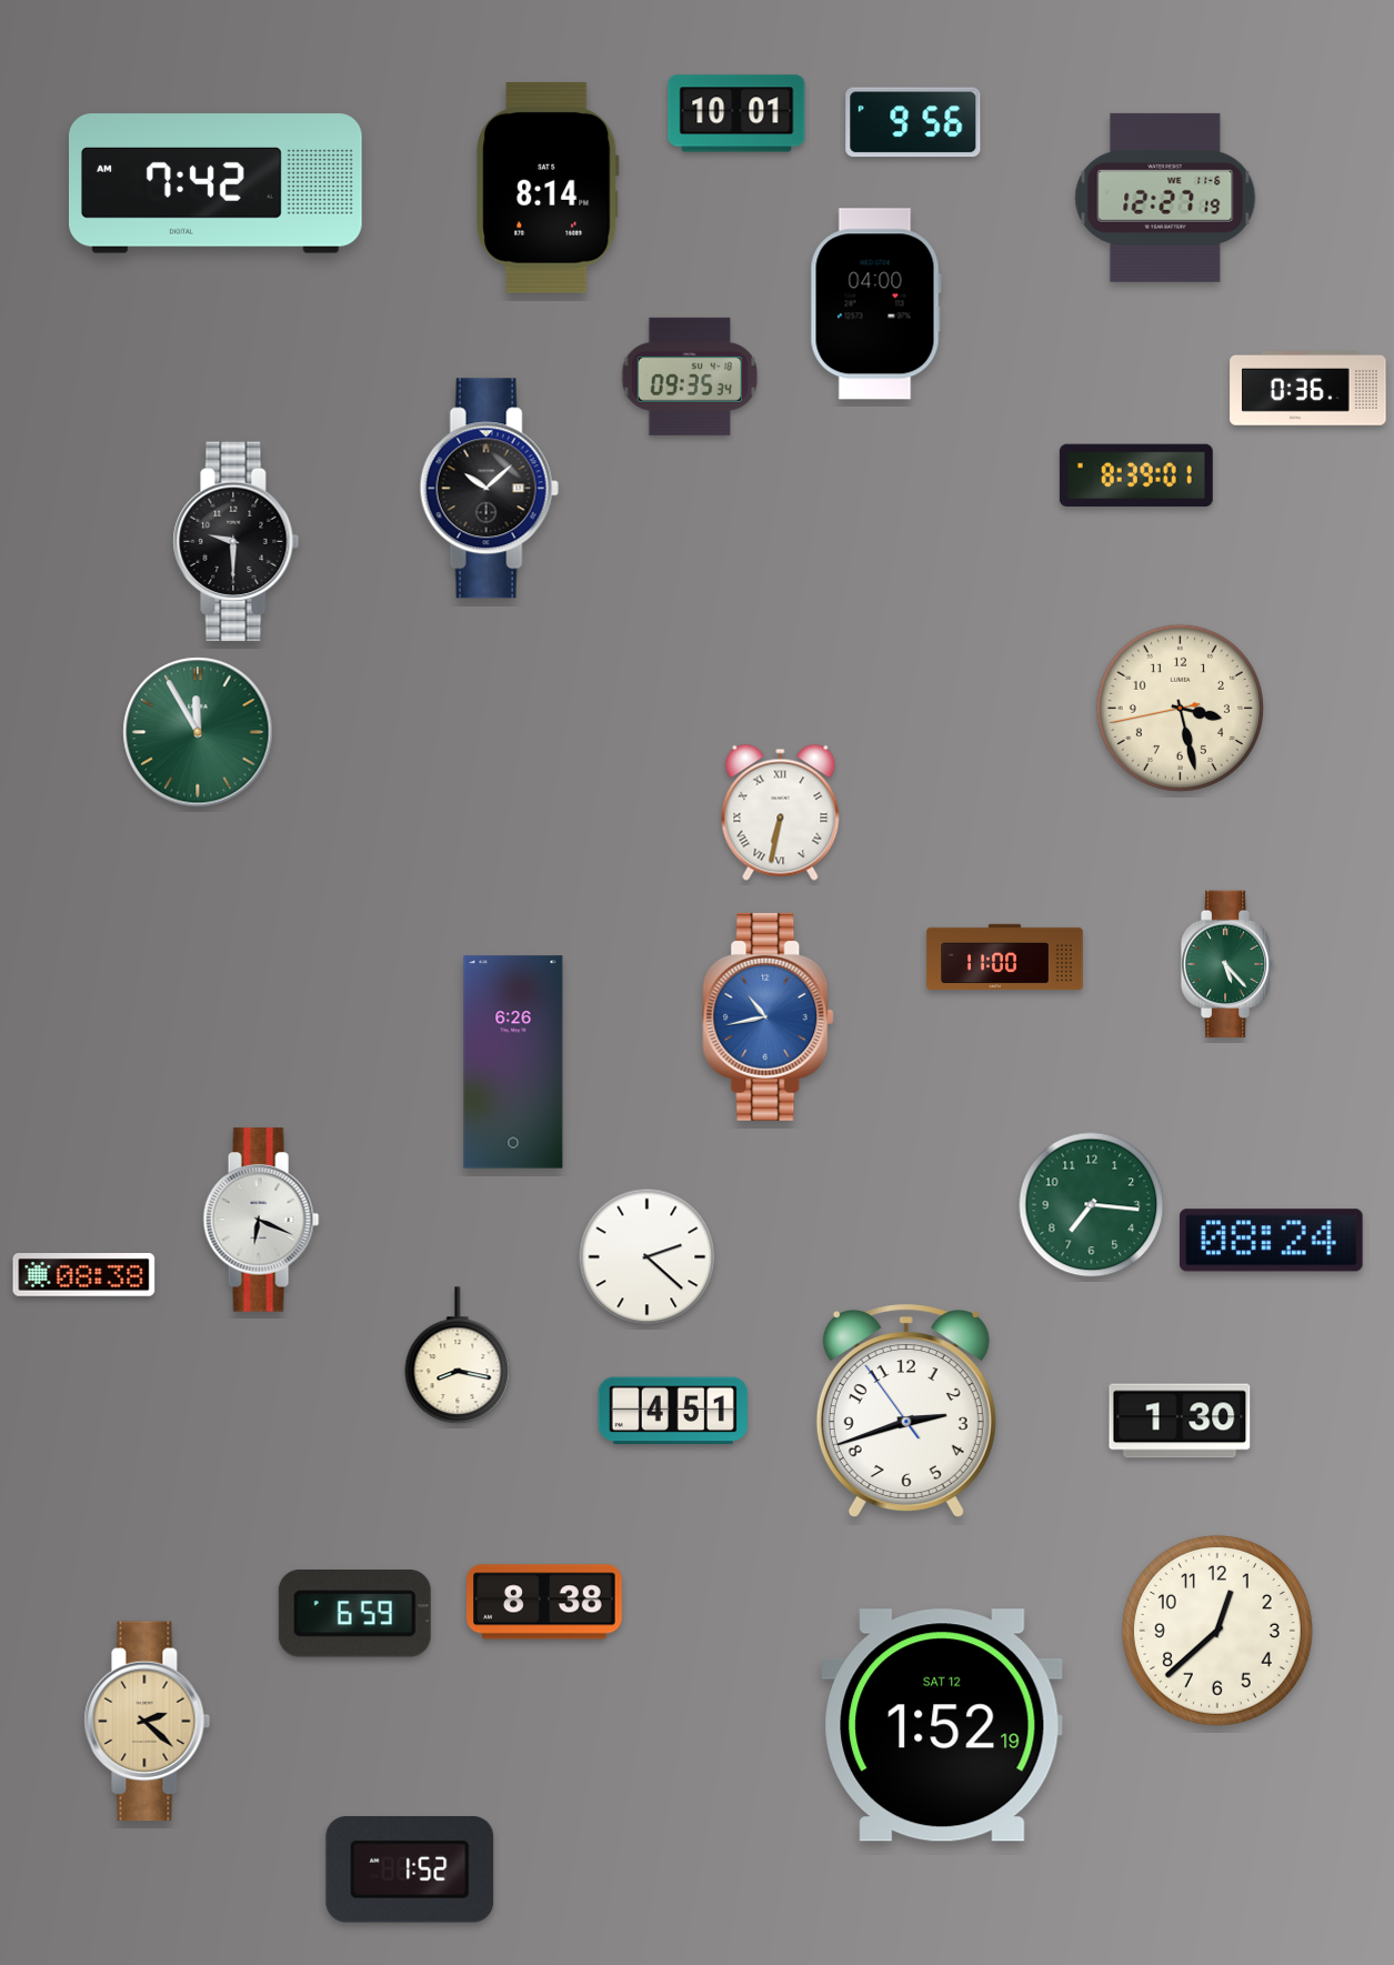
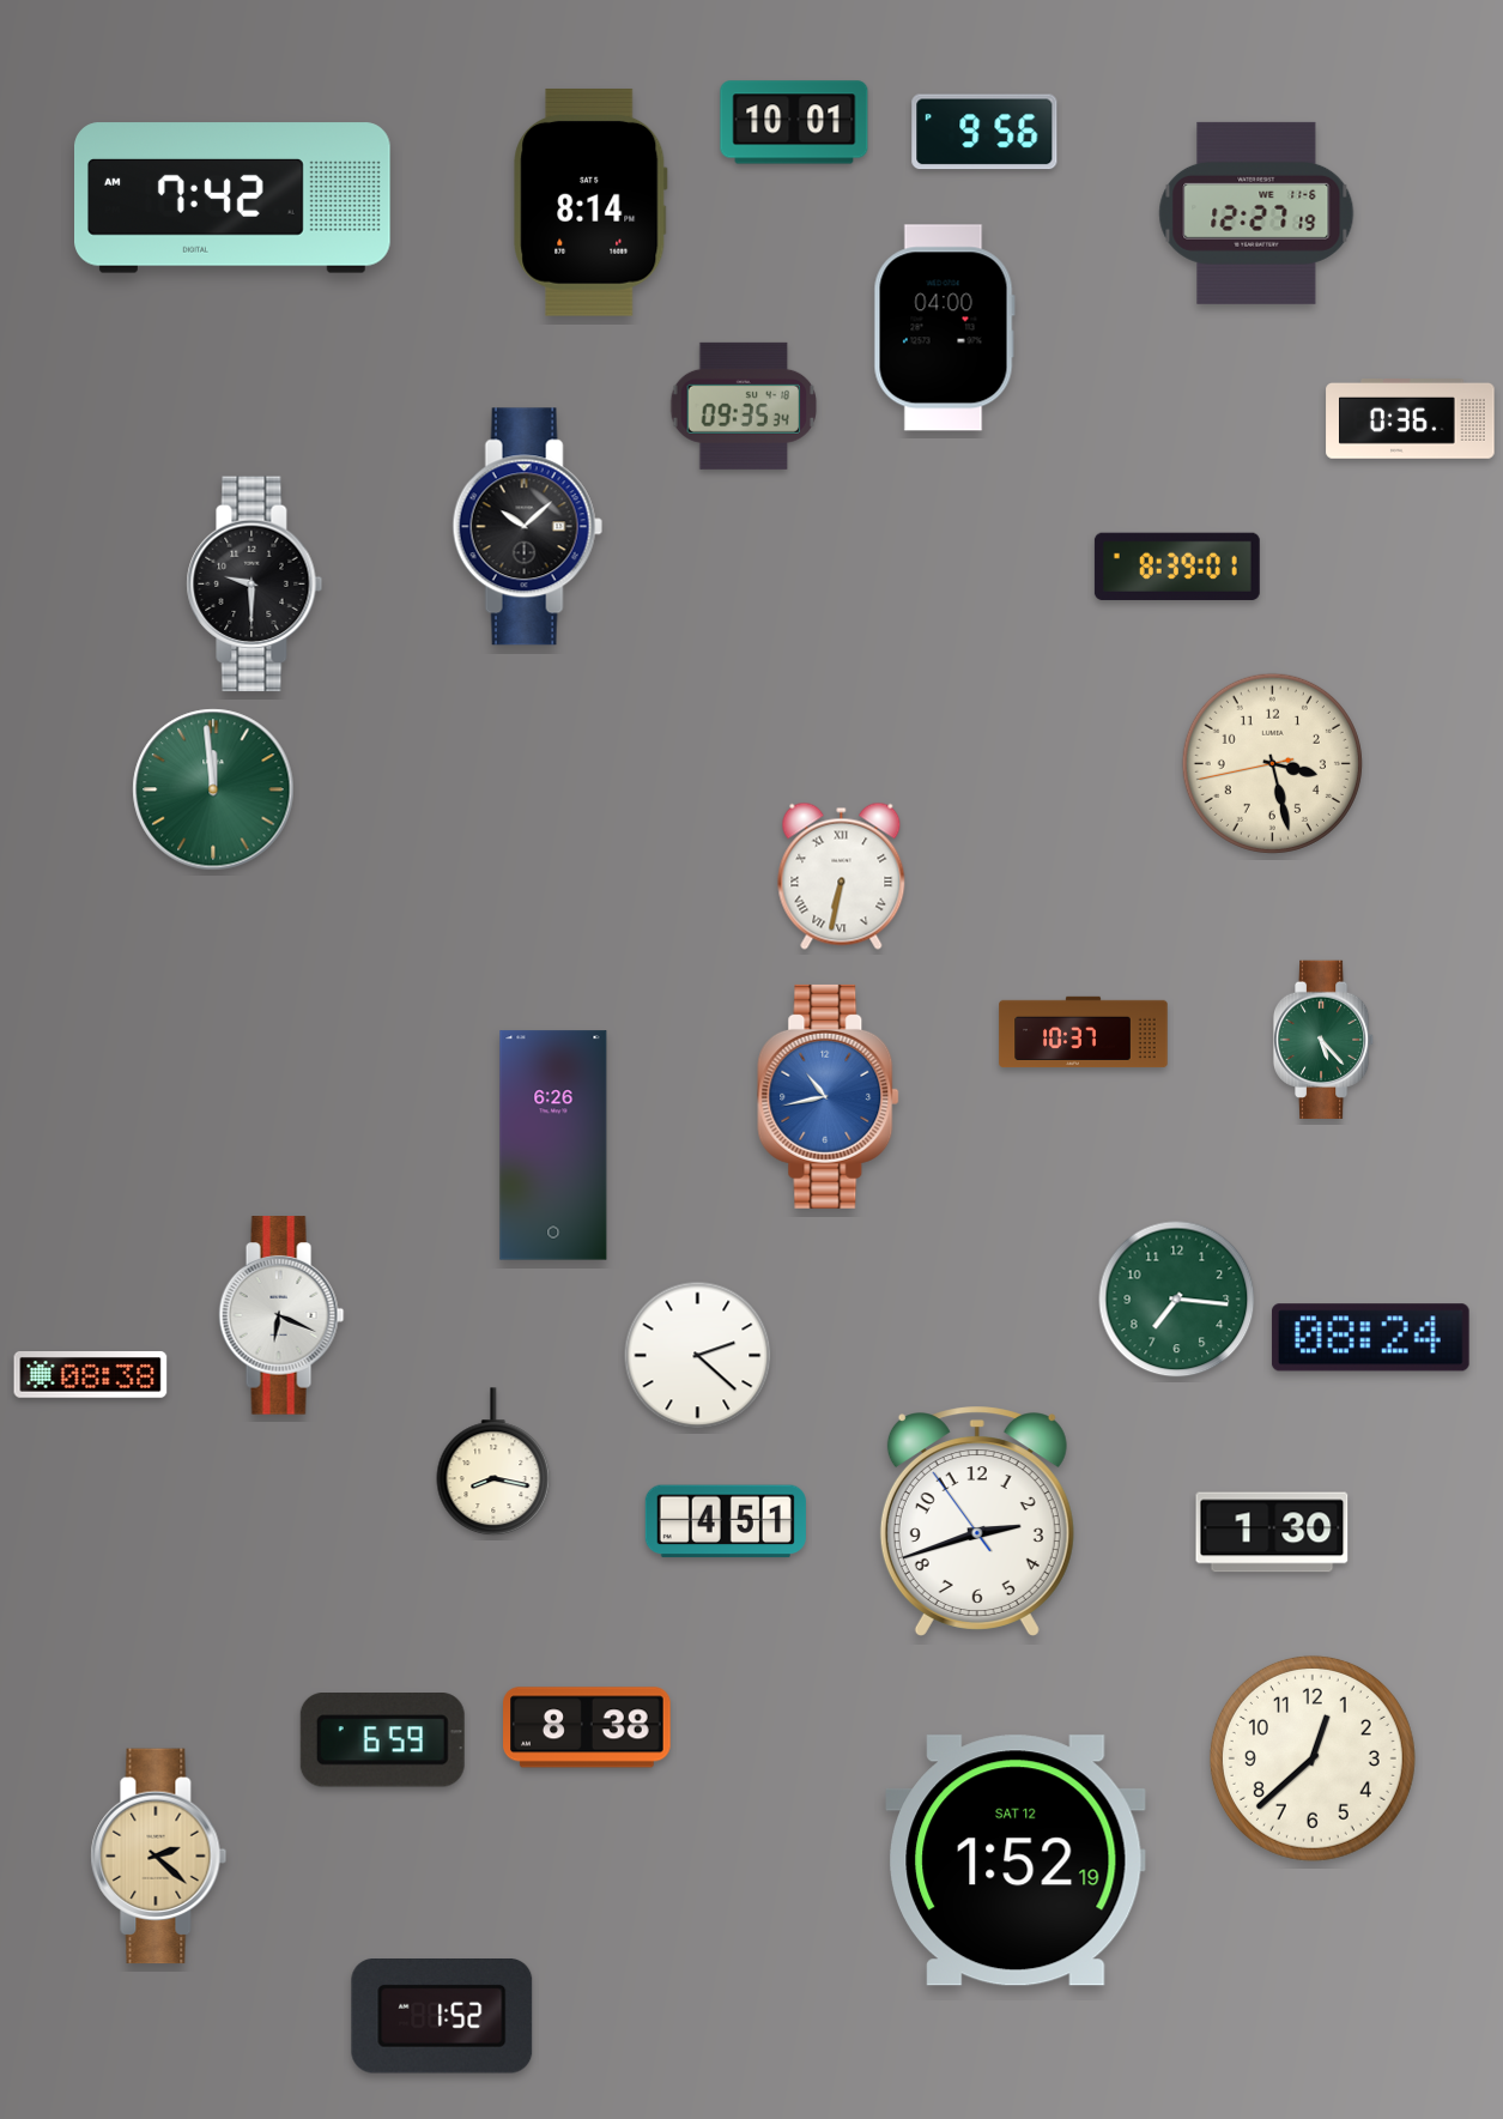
clock at (1136, 475) position: (1136, 475) -> (1177, 567)
clock at (198, 732): 11:55 -> 11:59
clock at (1005, 958): 11:00 -> 10:37
